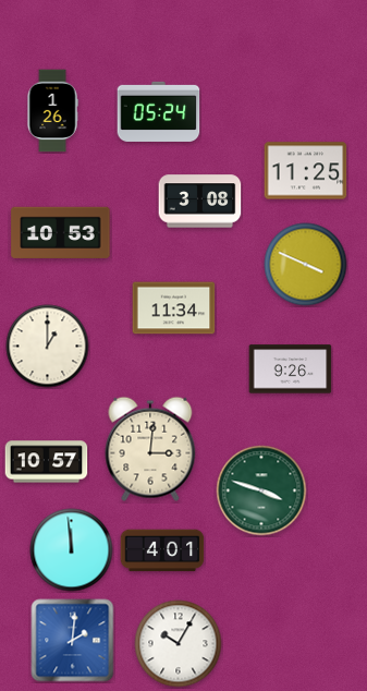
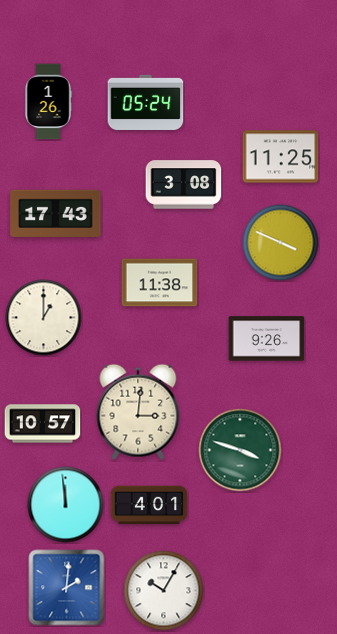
clock at (61, 232): 10:53 -> 17:43
clock at (174, 308): 11:34 -> 11:38
